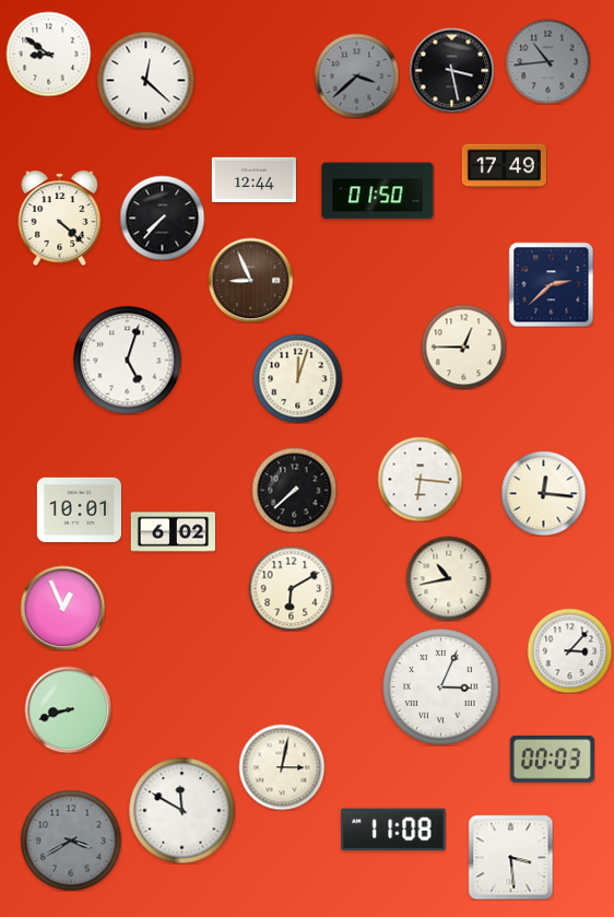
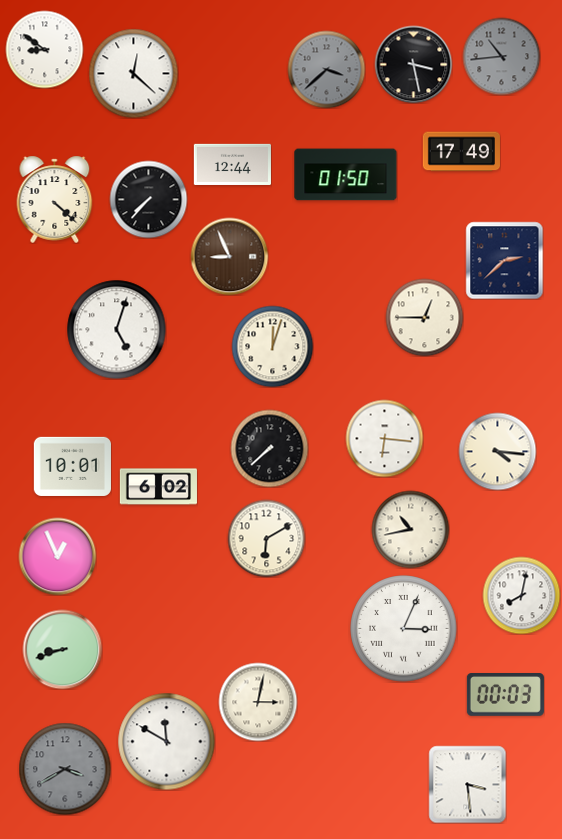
clock at (543, 493): 12:16 -> 4:16
clock at (569, 650): 3:07 -> 8:02
clock at (393, 830): 11:08 -> none
